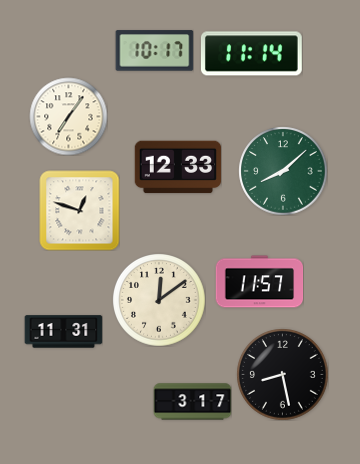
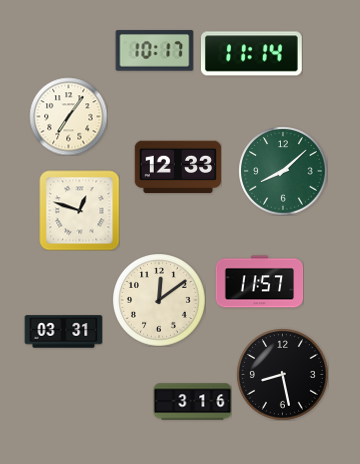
clock at (63, 332): 11:31 -> 03:31
clock at (192, 402): 3:17 -> 3:16
